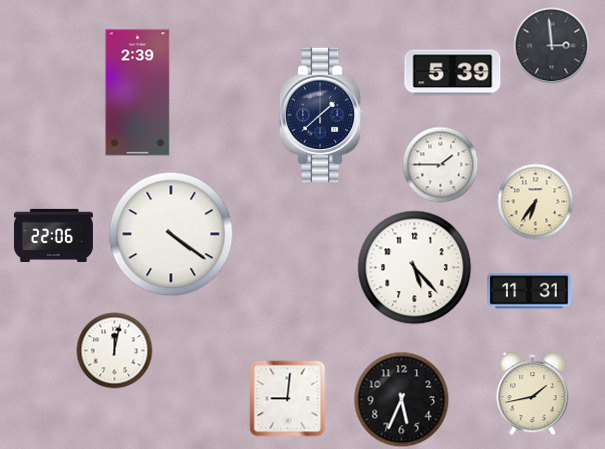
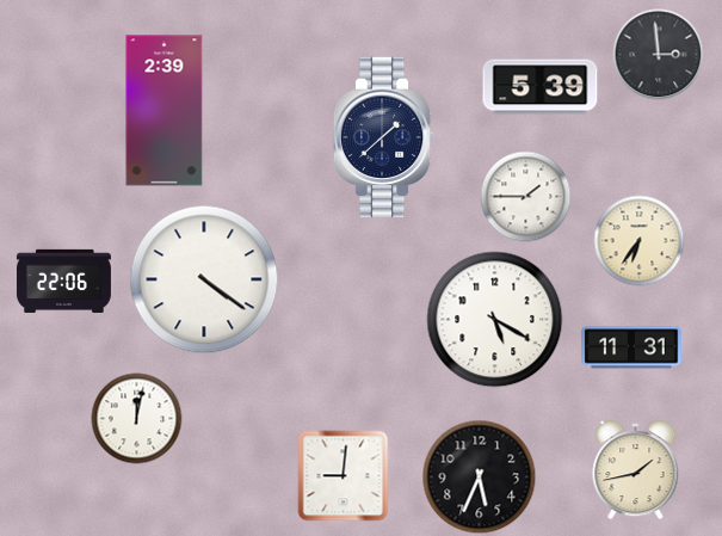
clock at (415, 268): 5:23 -> 5:20
